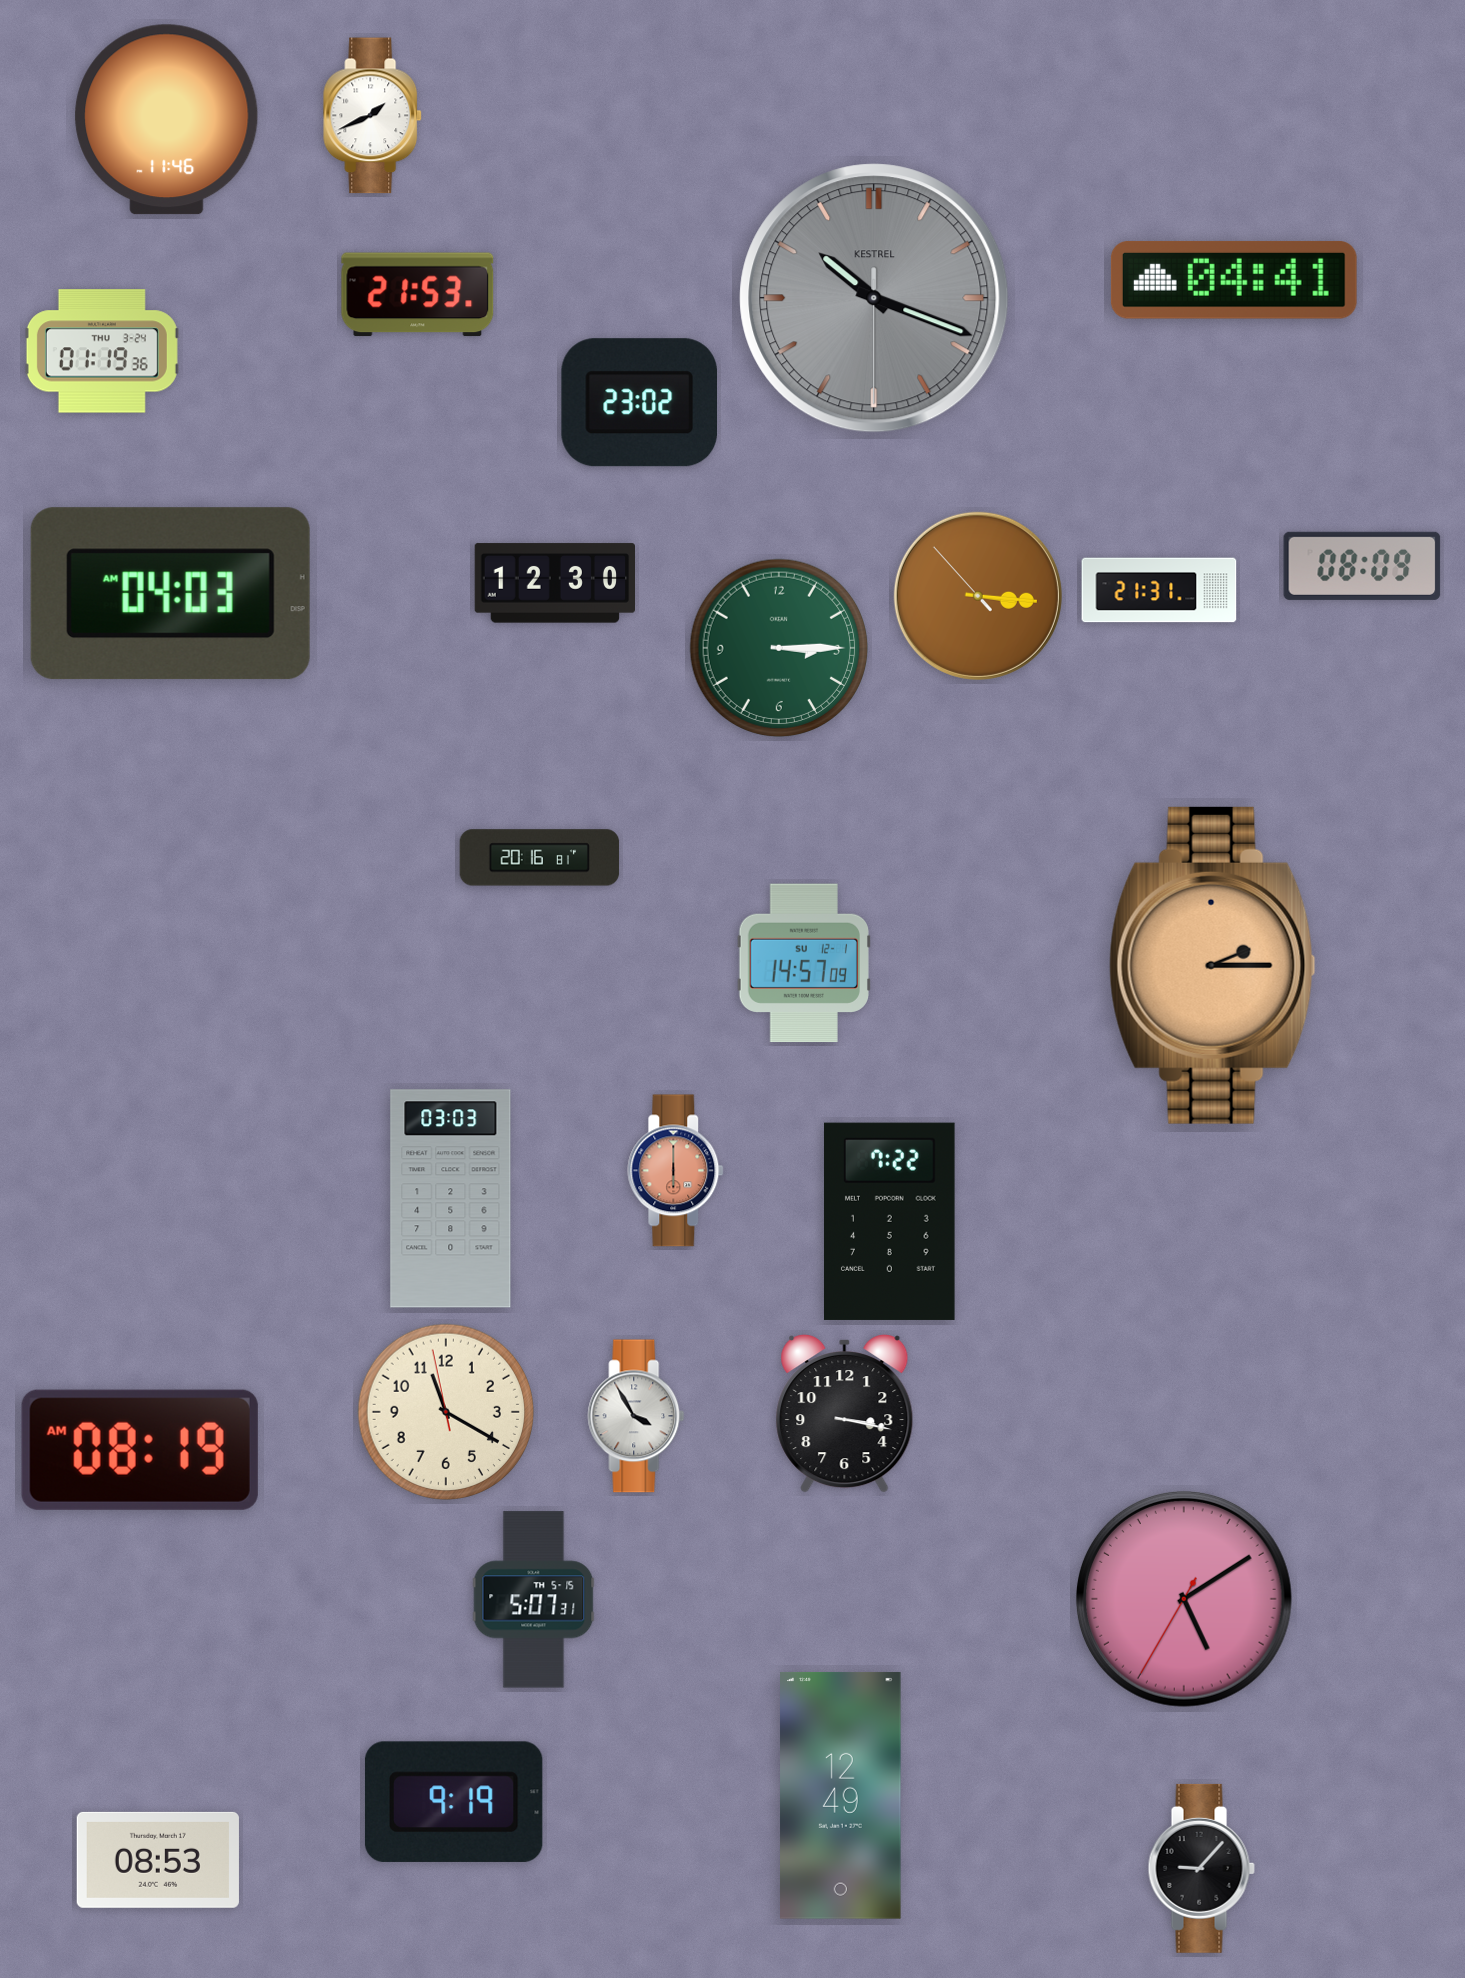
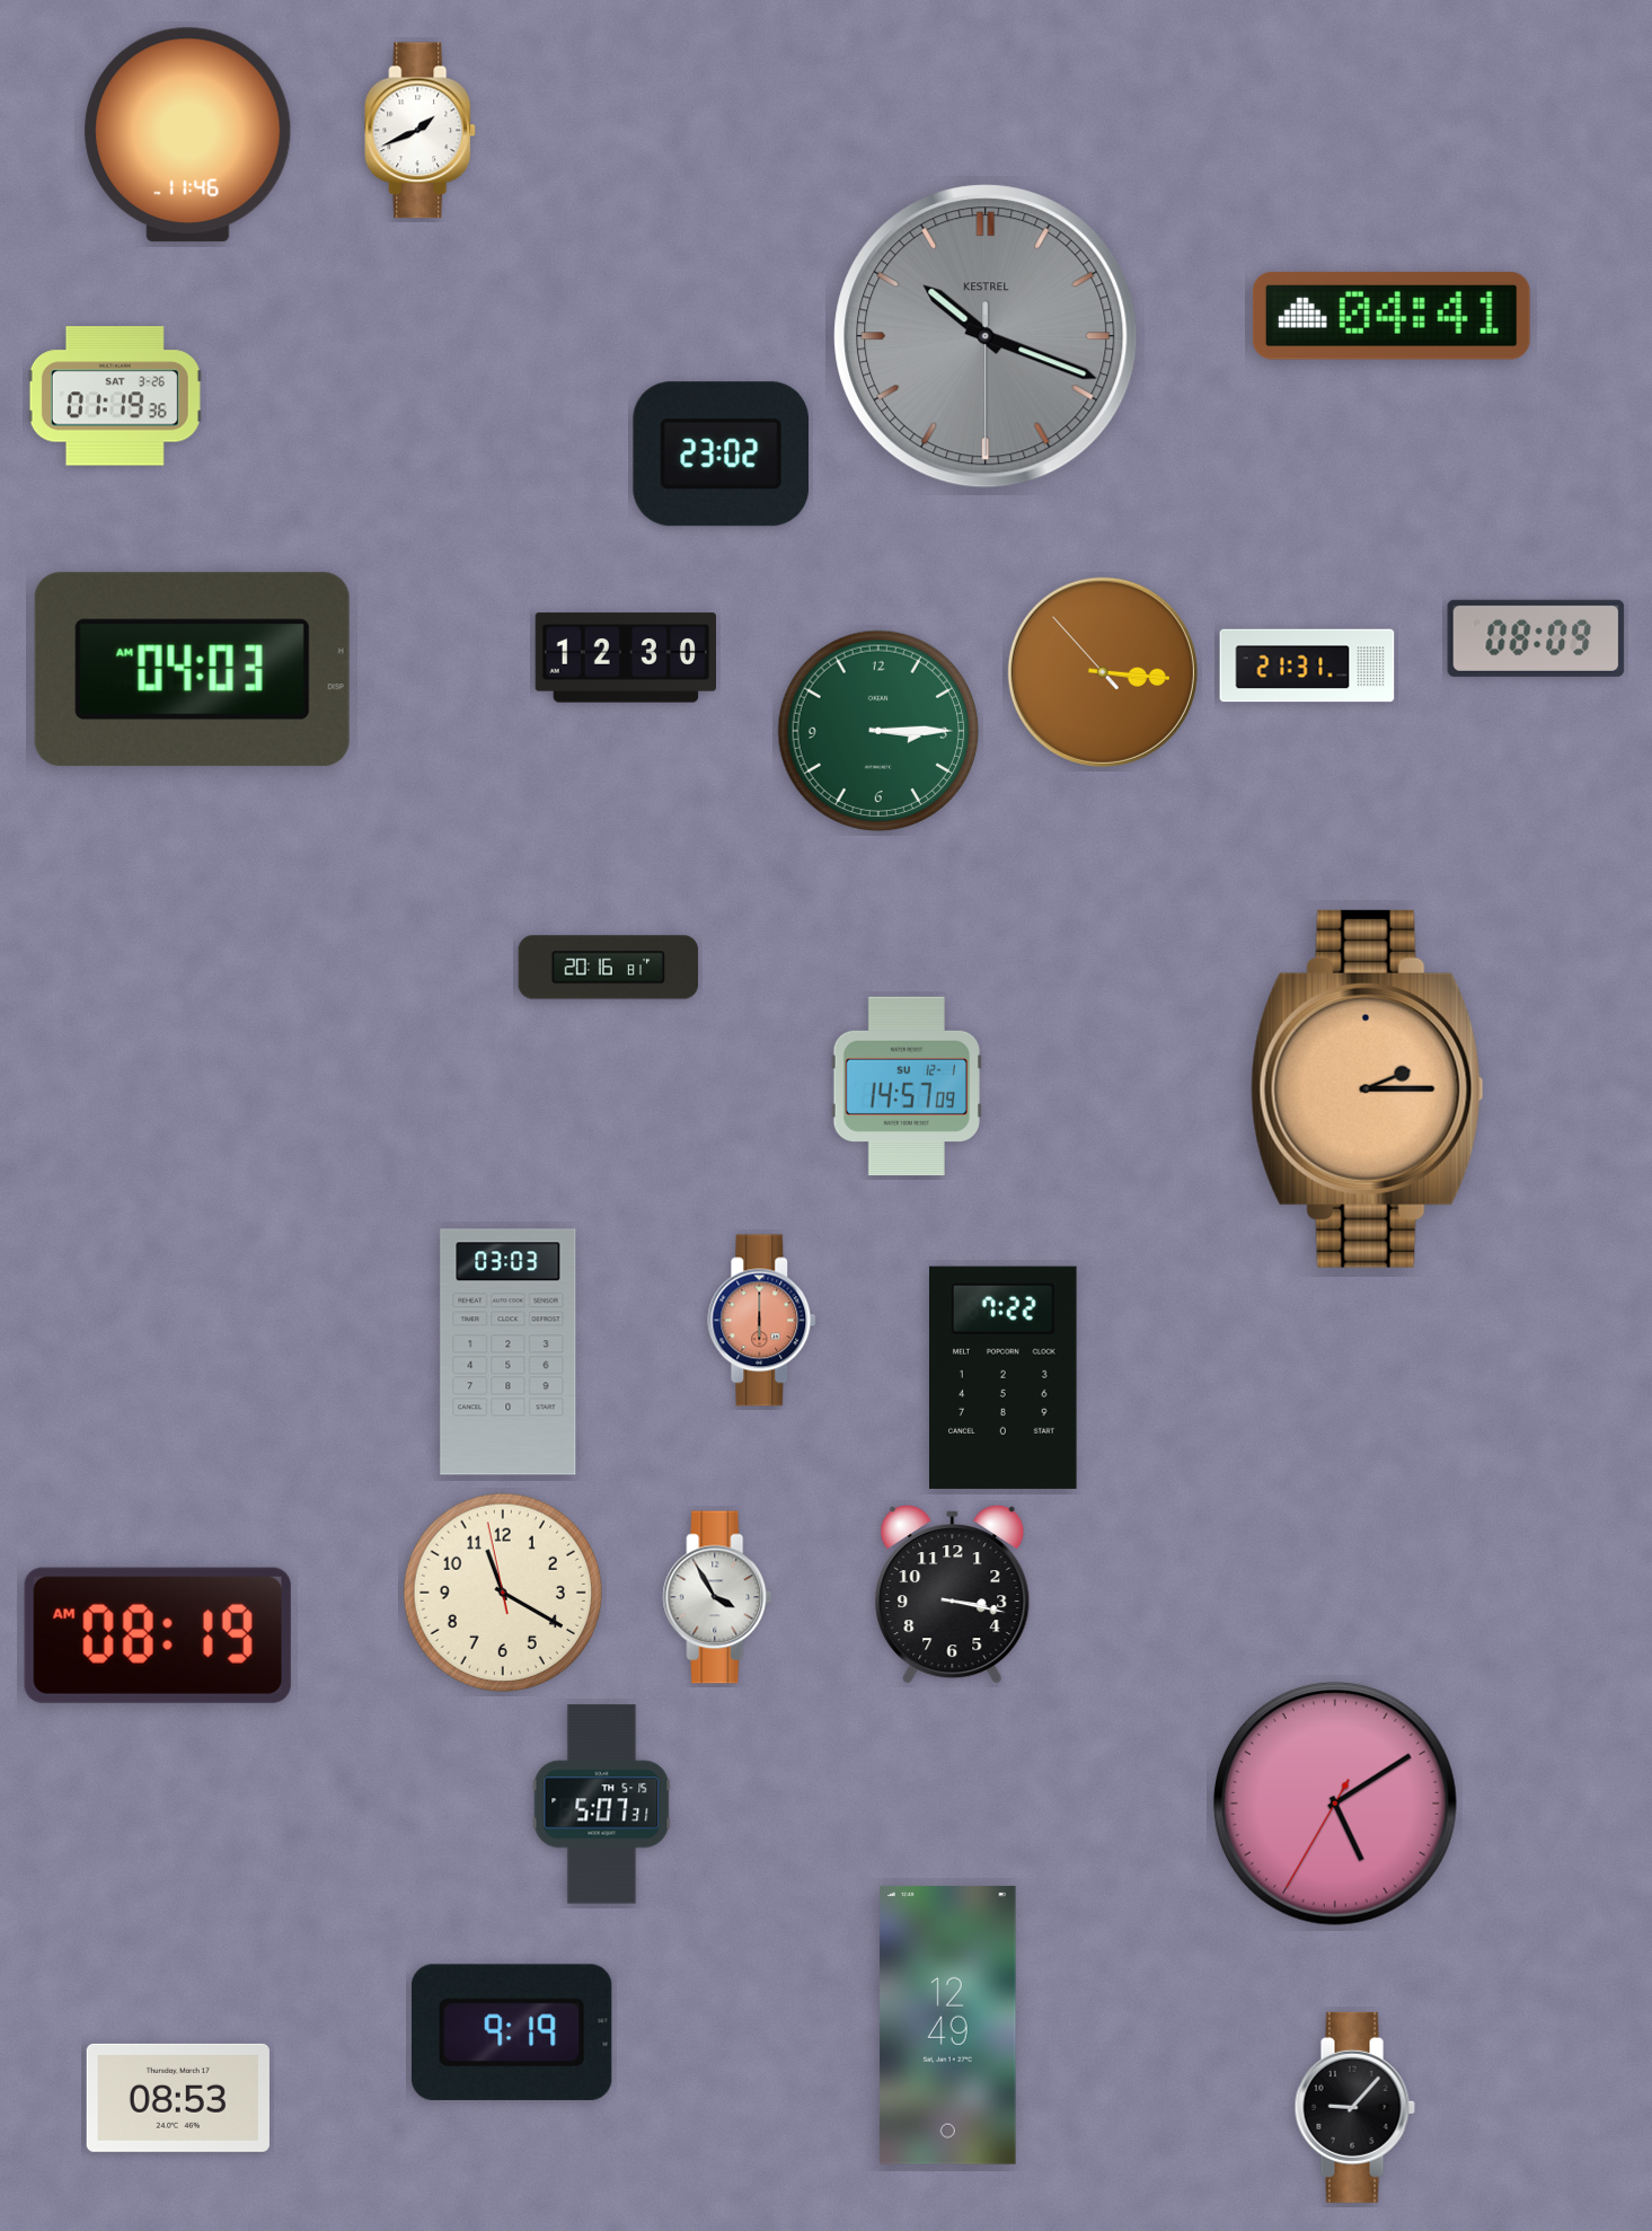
clock at (418, 295): 21:53 -> none
clock at (102, 351) date: THU 3-24 -> SAT 3-26
